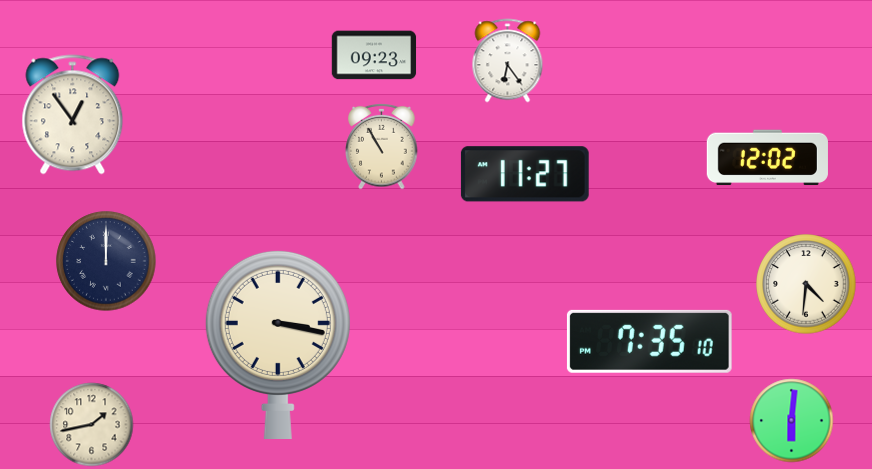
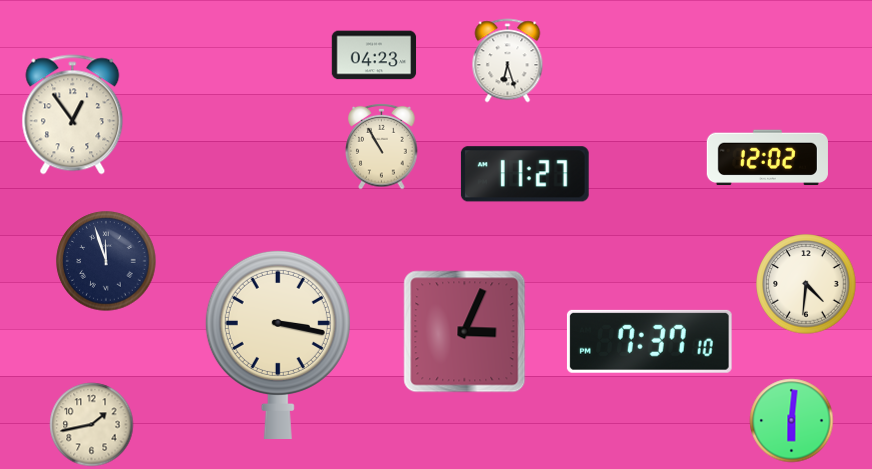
clock at (374, 55): 09:23 -> 04:23
clock at (508, 61): 6:24 -> 6:27
clock at (106, 261): 12:00 -> 11:57
clock at (465, 332): none -> 3:04
clock at (649, 341): 7:35 -> 7:37
